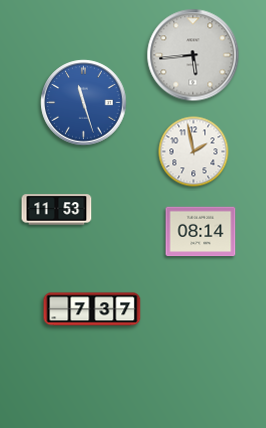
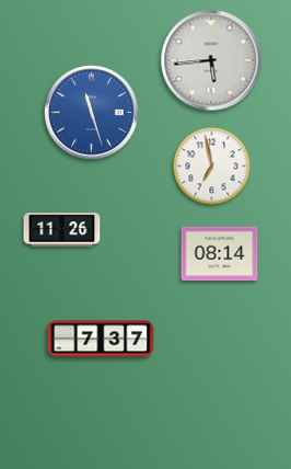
clock at (194, 152): 1:58 -> 6:58
clock at (57, 210): 11:53 -> 11:26
